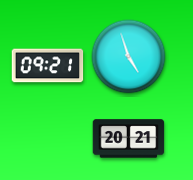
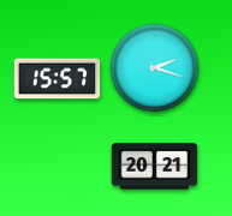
clock at (129, 57): 4:57 -> 2:18
clock at (48, 66): 09:21 -> 15:57
